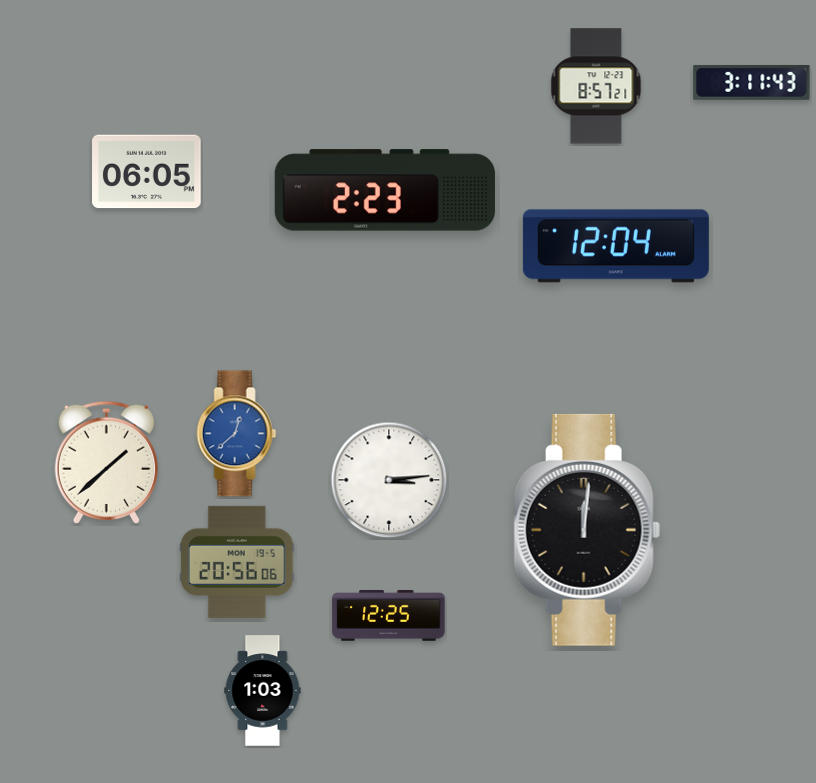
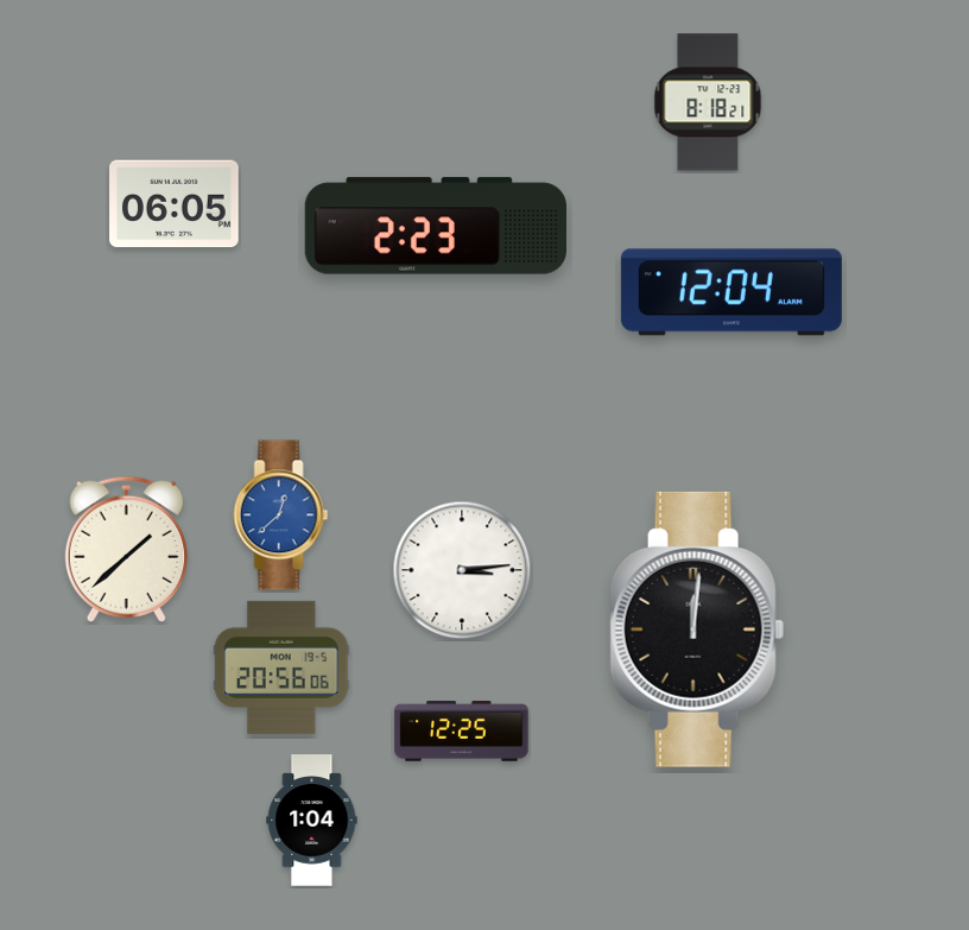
clock at (752, 82): 3:11 -> none
clock at (596, 86): 8:57 -> 8:18
clock at (385, 190) position: (385, 190) -> (436, 226)
clock at (263, 691): 1:03 -> 1:04
